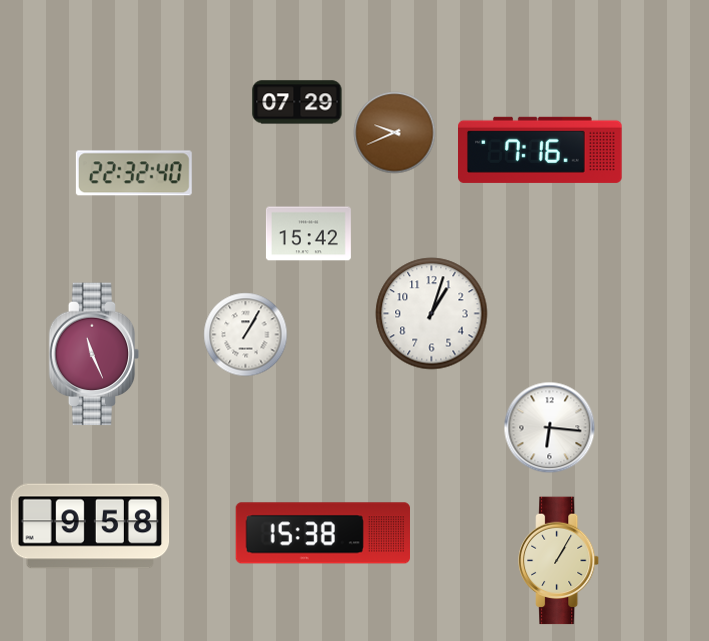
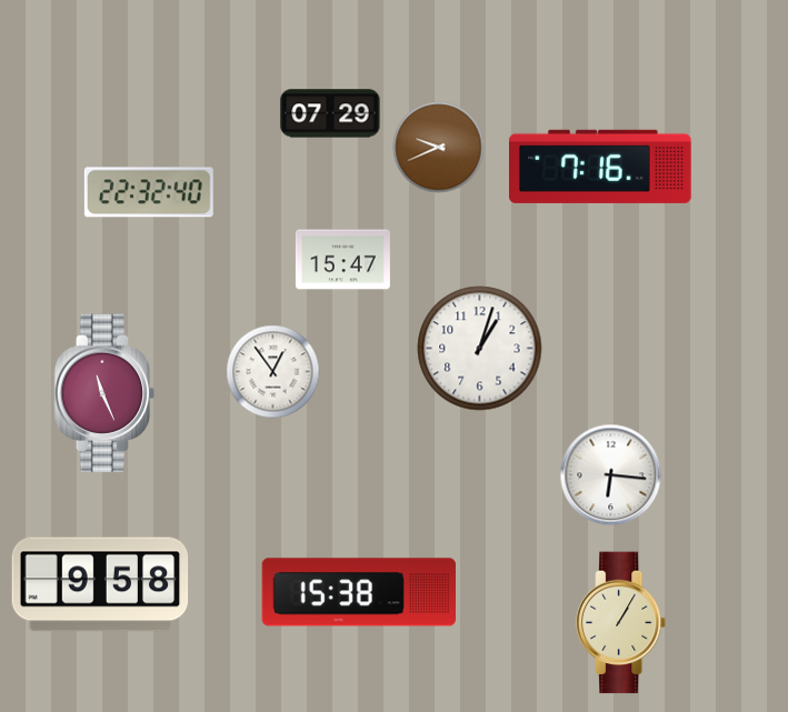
clock at (308, 234): 15:42 -> 15:47
clock at (246, 335): 1:05 -> 12:54
